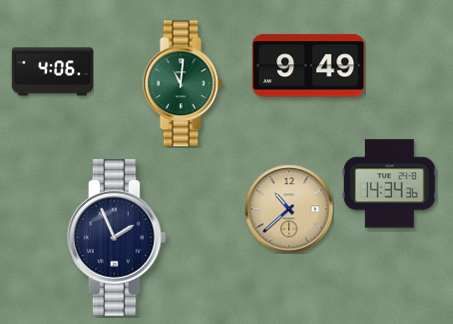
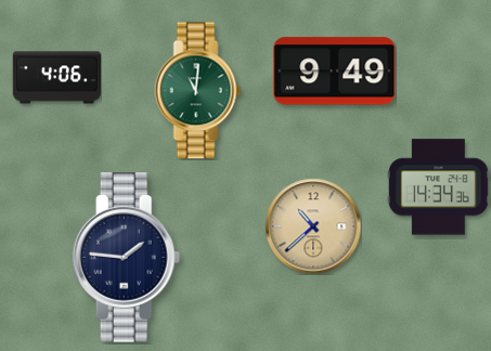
clock at (390, 184) position: (390, 184) -> (439, 187)
clock at (117, 238): 1:56 -> 1:46
